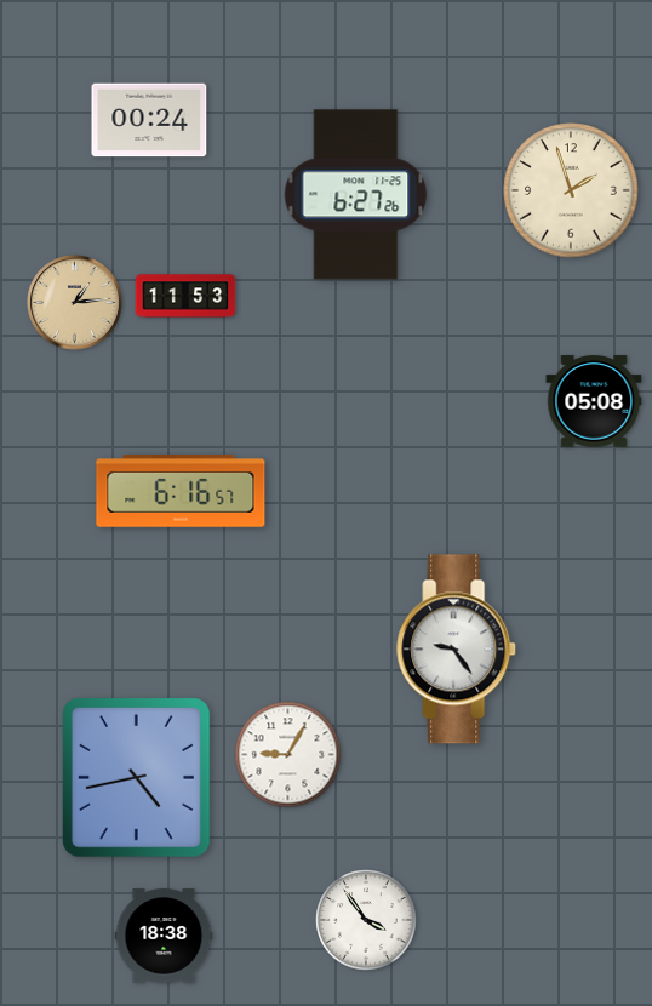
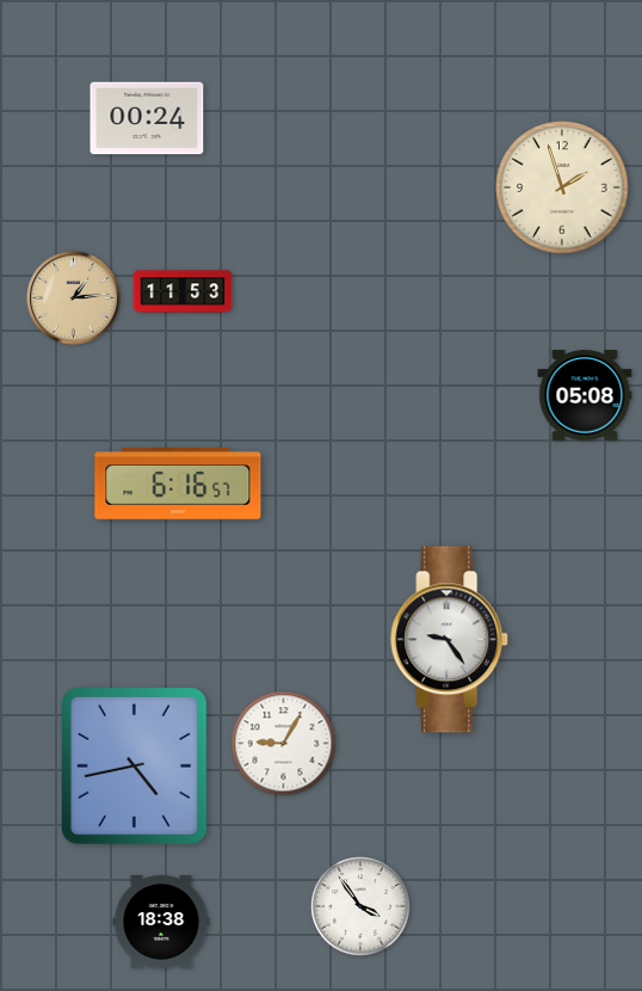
clock at (356, 195): 6:27 -> none
